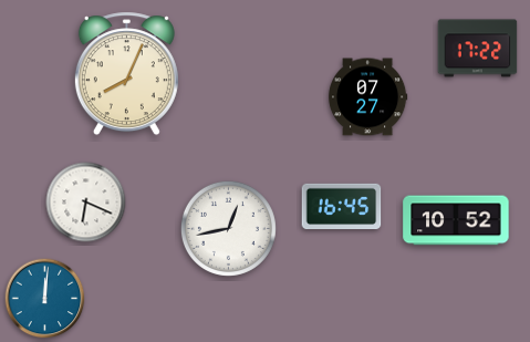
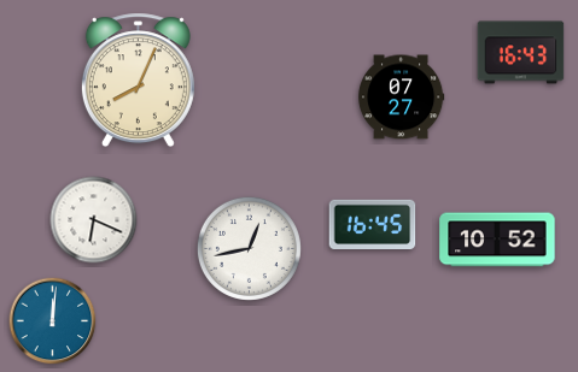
clock at (478, 49): 17:22 -> 16:43
clock at (367, 97) position: (367, 97) -> (401, 98)
clock at (45, 299) position: (45, 299) -> (53, 321)
